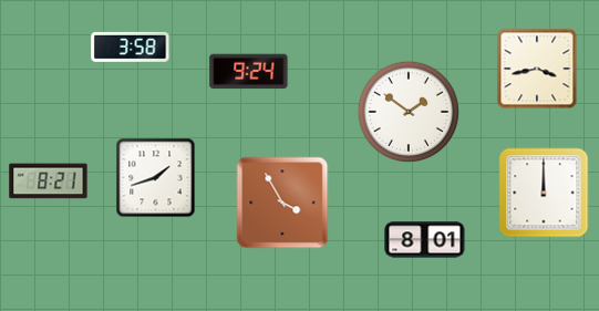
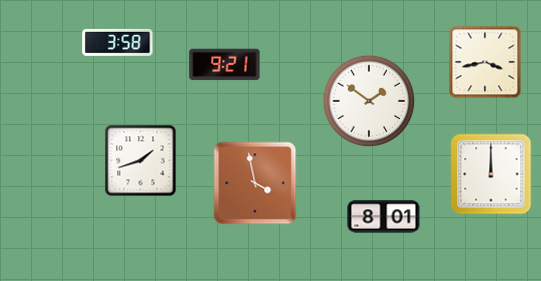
clock at (249, 72): 9:24 -> 9:21
clock at (49, 182): 8:21 -> none
clock at (282, 203): 3:55 -> 3:58
